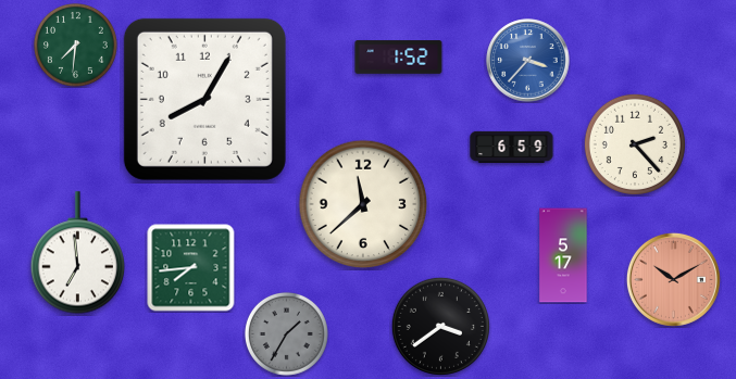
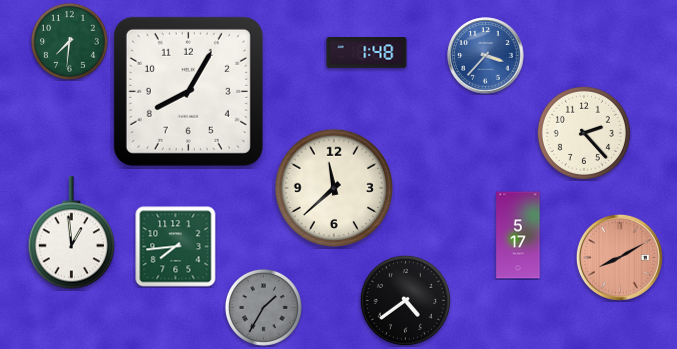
clock at (399, 58): 1:52 -> 1:48
clock at (512, 147): 6:59 -> none
clock at (77, 253): 6:59 -> 12:59
clock at (673, 279): 10:10 -> 8:10
clock at (440, 326): 3:39 -> 4:39
